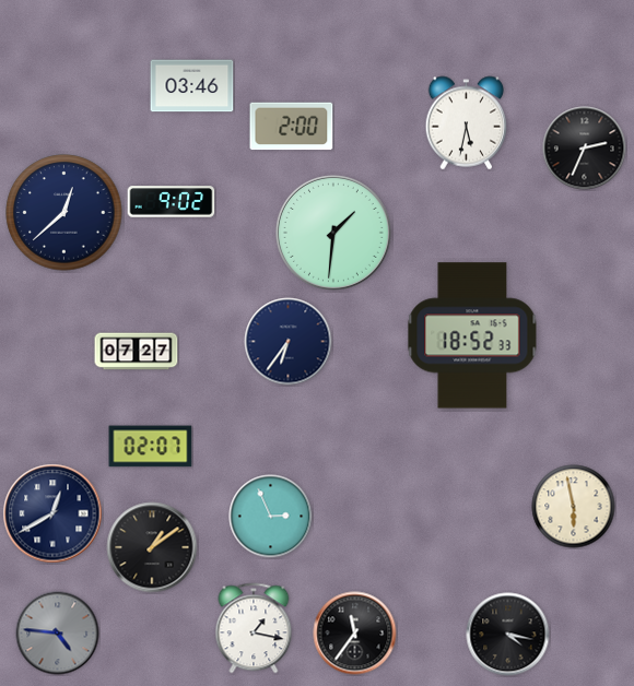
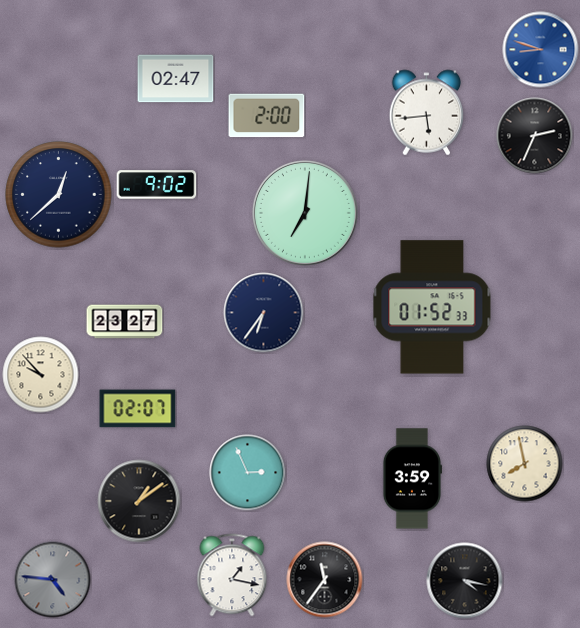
clock at (541, 50): none -> 8:48
clock at (192, 86): 03:46 -> 02:47
clock at (467, 123): 5:32 -> 5:44
clock at (333, 233): 1:31 -> 7:01
clock at (472, 335): 18:52 -> 01:52
clock at (137, 352): 07:27 -> 23:27
clock at (41, 375): none -> 9:53
clock at (574, 507): 5:58 -> 7:58
clock at (52, 513): 12:40 -> none
clock at (411, 479): none -> 3:59
